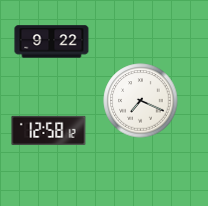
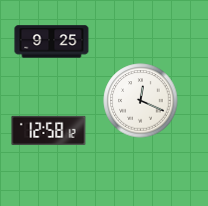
clock at (52, 42): 9:22 -> 9:25
clock at (141, 101): 7:19 -> 12:19
